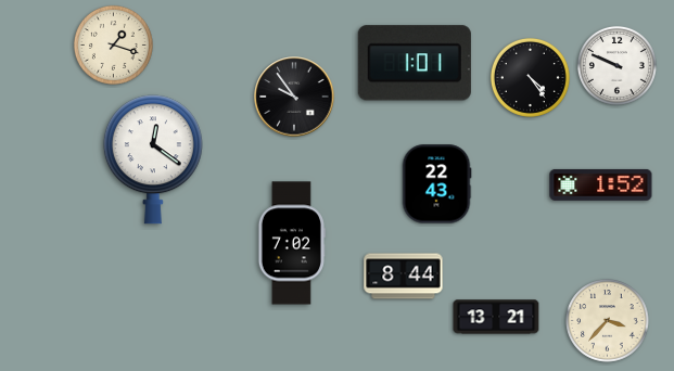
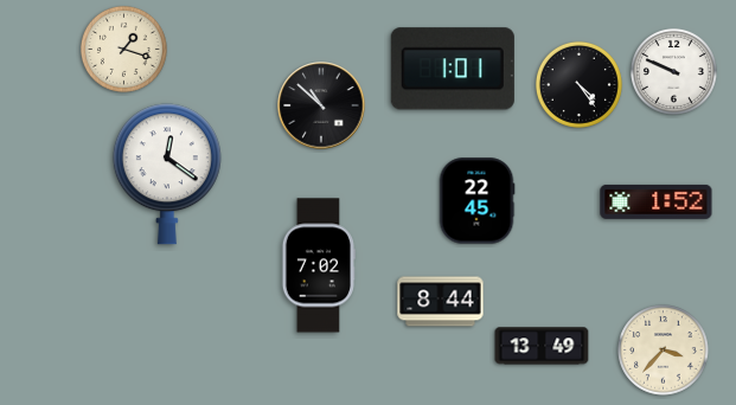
clock at (294, 97): 9:54 -> 10:52
clock at (436, 184): 22:43 -> 22:45
clock at (496, 317): 13:21 -> 13:49
